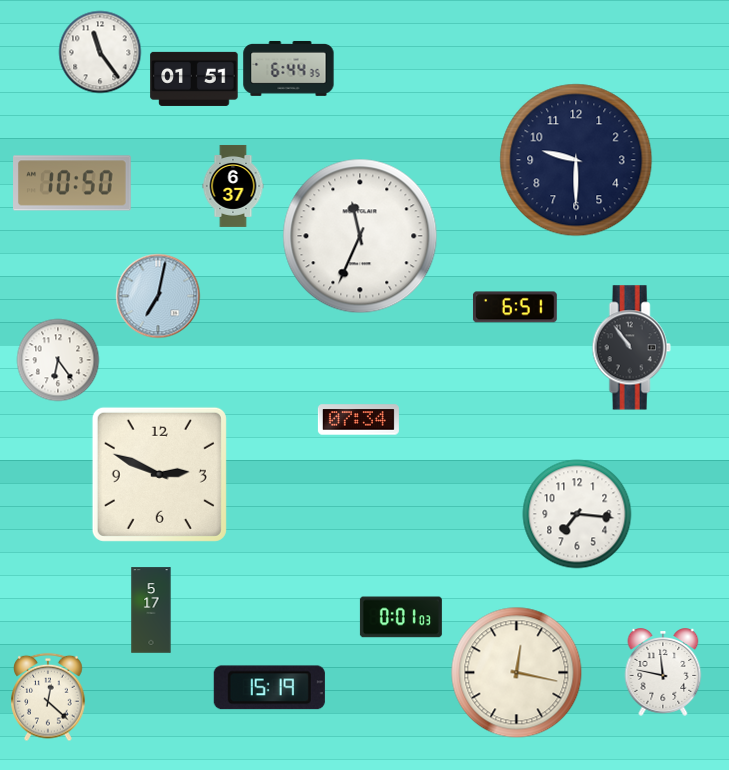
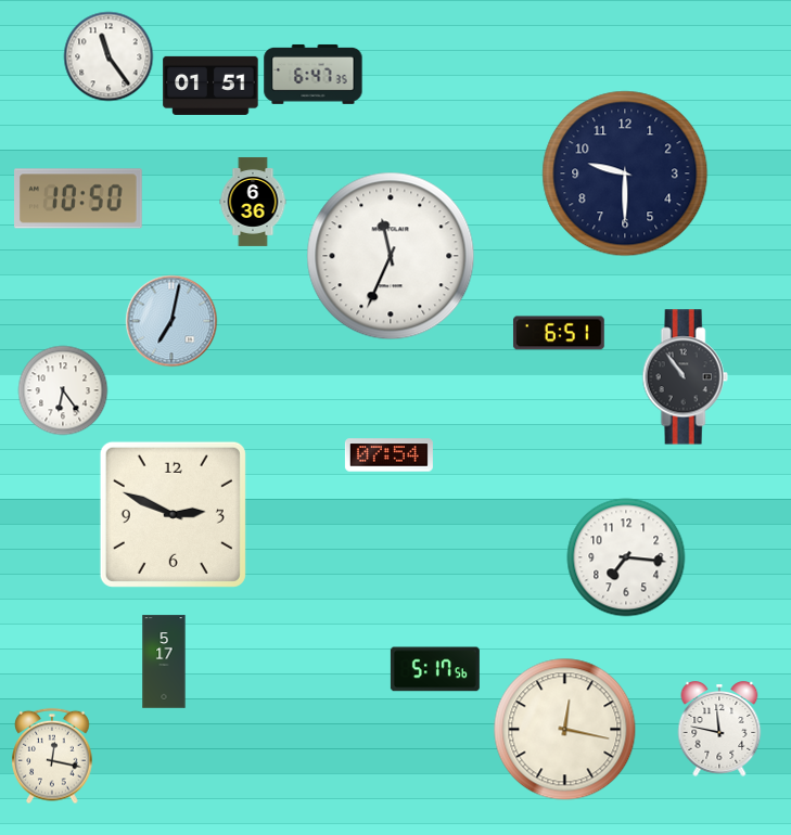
clock at (289, 68): 6:44 -> 6:47
clock at (233, 186): 6:37 -> 6:36
clock at (358, 420): 07:34 -> 07:54
clock at (401, 617): 0:01 -> 5:17
clock at (517, 673) position: (517, 673) -> (565, 730)
clock at (269, 688): 15:19 -> none
clock at (48, 697): 12:22 -> 12:17
